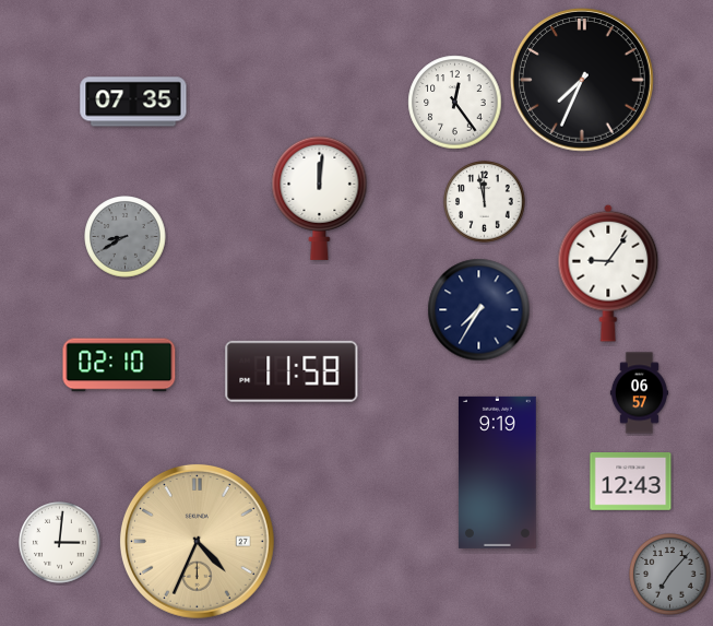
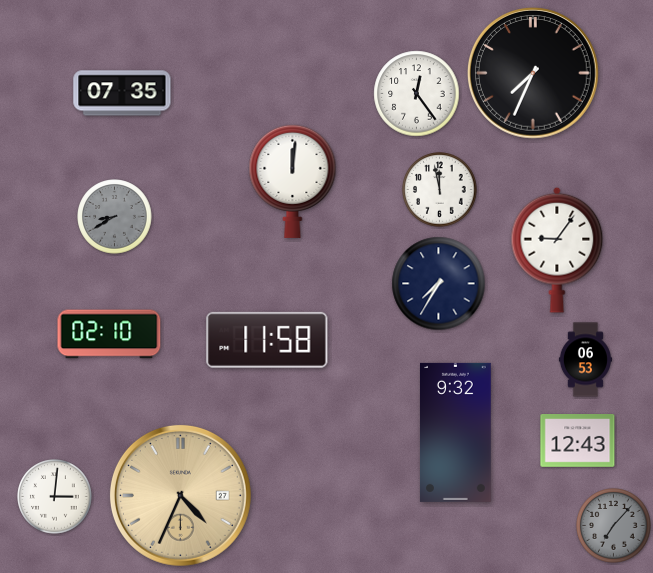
clock at (485, 202) position: (485, 202) -> (440, 190)
clock at (639, 393): 06:57 -> 06:53
clock at (498, 472): 9:19 -> 9:32
